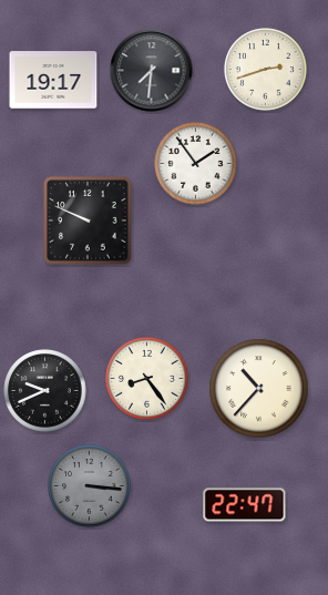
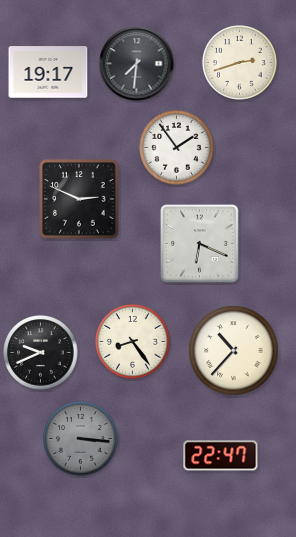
clock at (88, 220): 9:49 -> 2:49
clock at (200, 244): none -> 6:19
